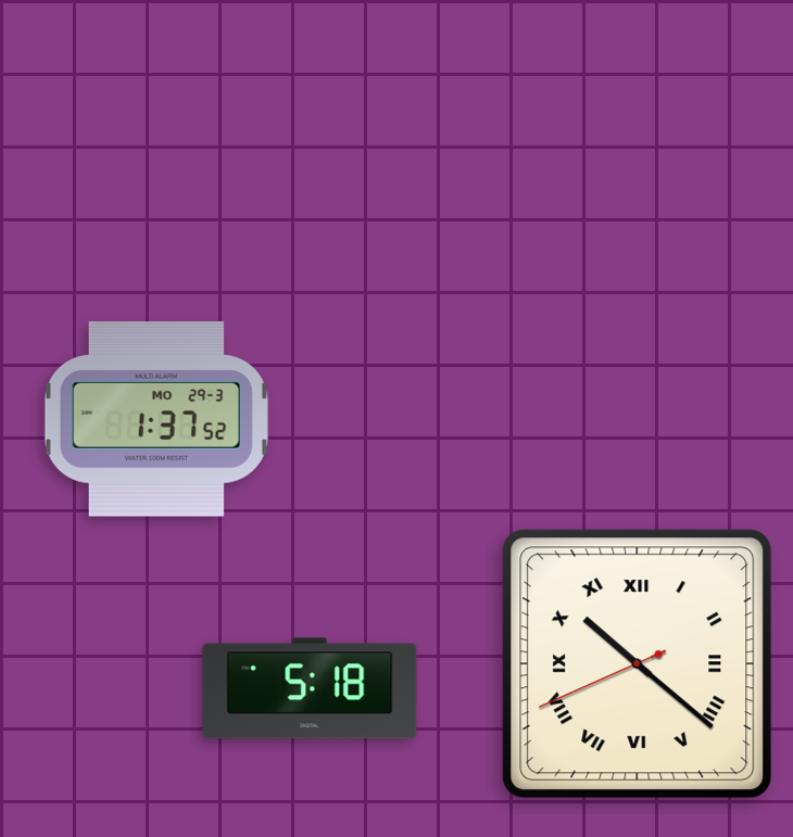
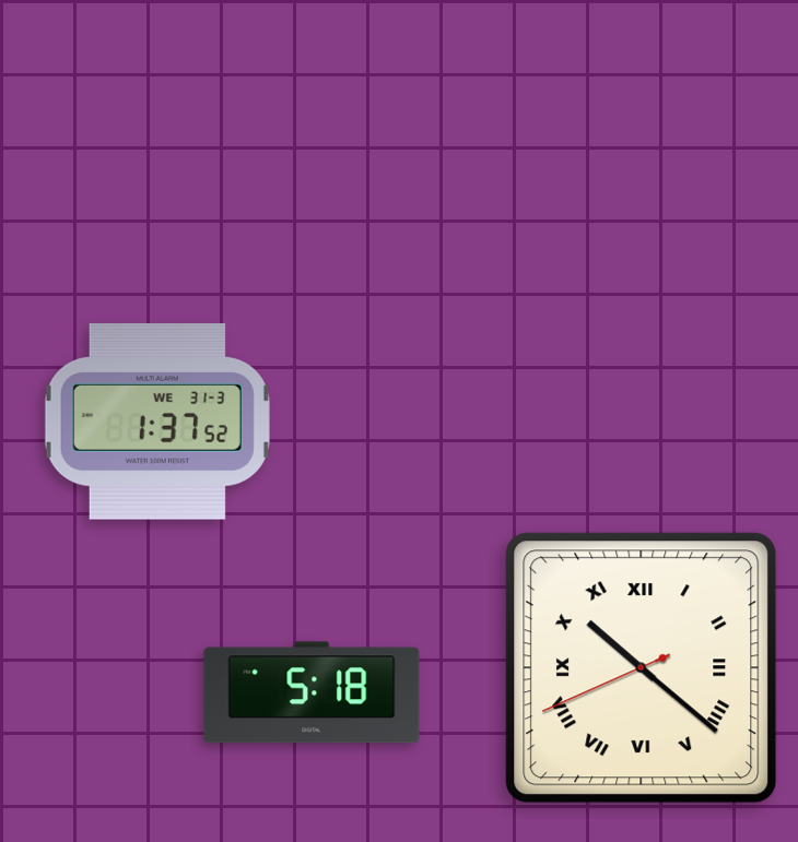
clock at (156, 419) date: MO 29-3 -> WE 31-3
